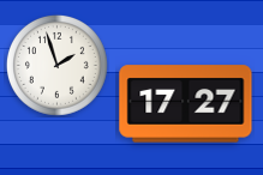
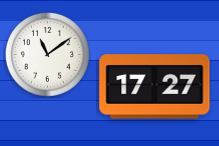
clock at (56, 65): 1:57 -> 11:09
